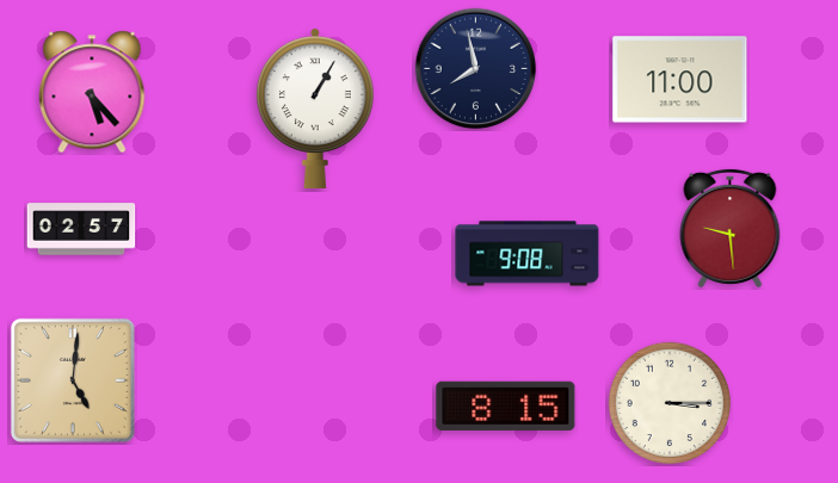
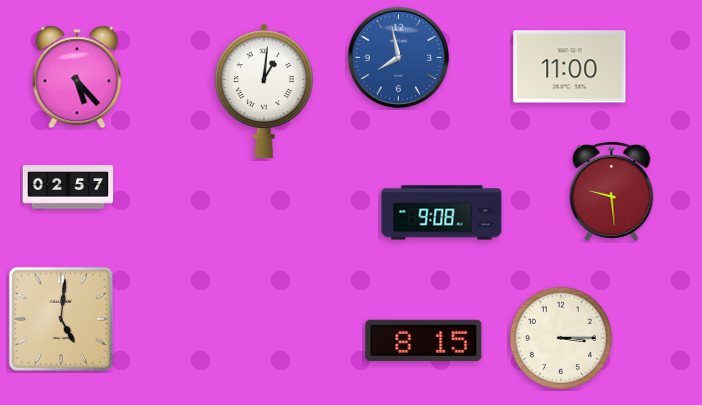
clock at (476, 69) dial: navy -> blue
clock at (315, 109): 1:05 -> 1:01
clock at (81, 229) position: (81, 229) -> (68, 187)
